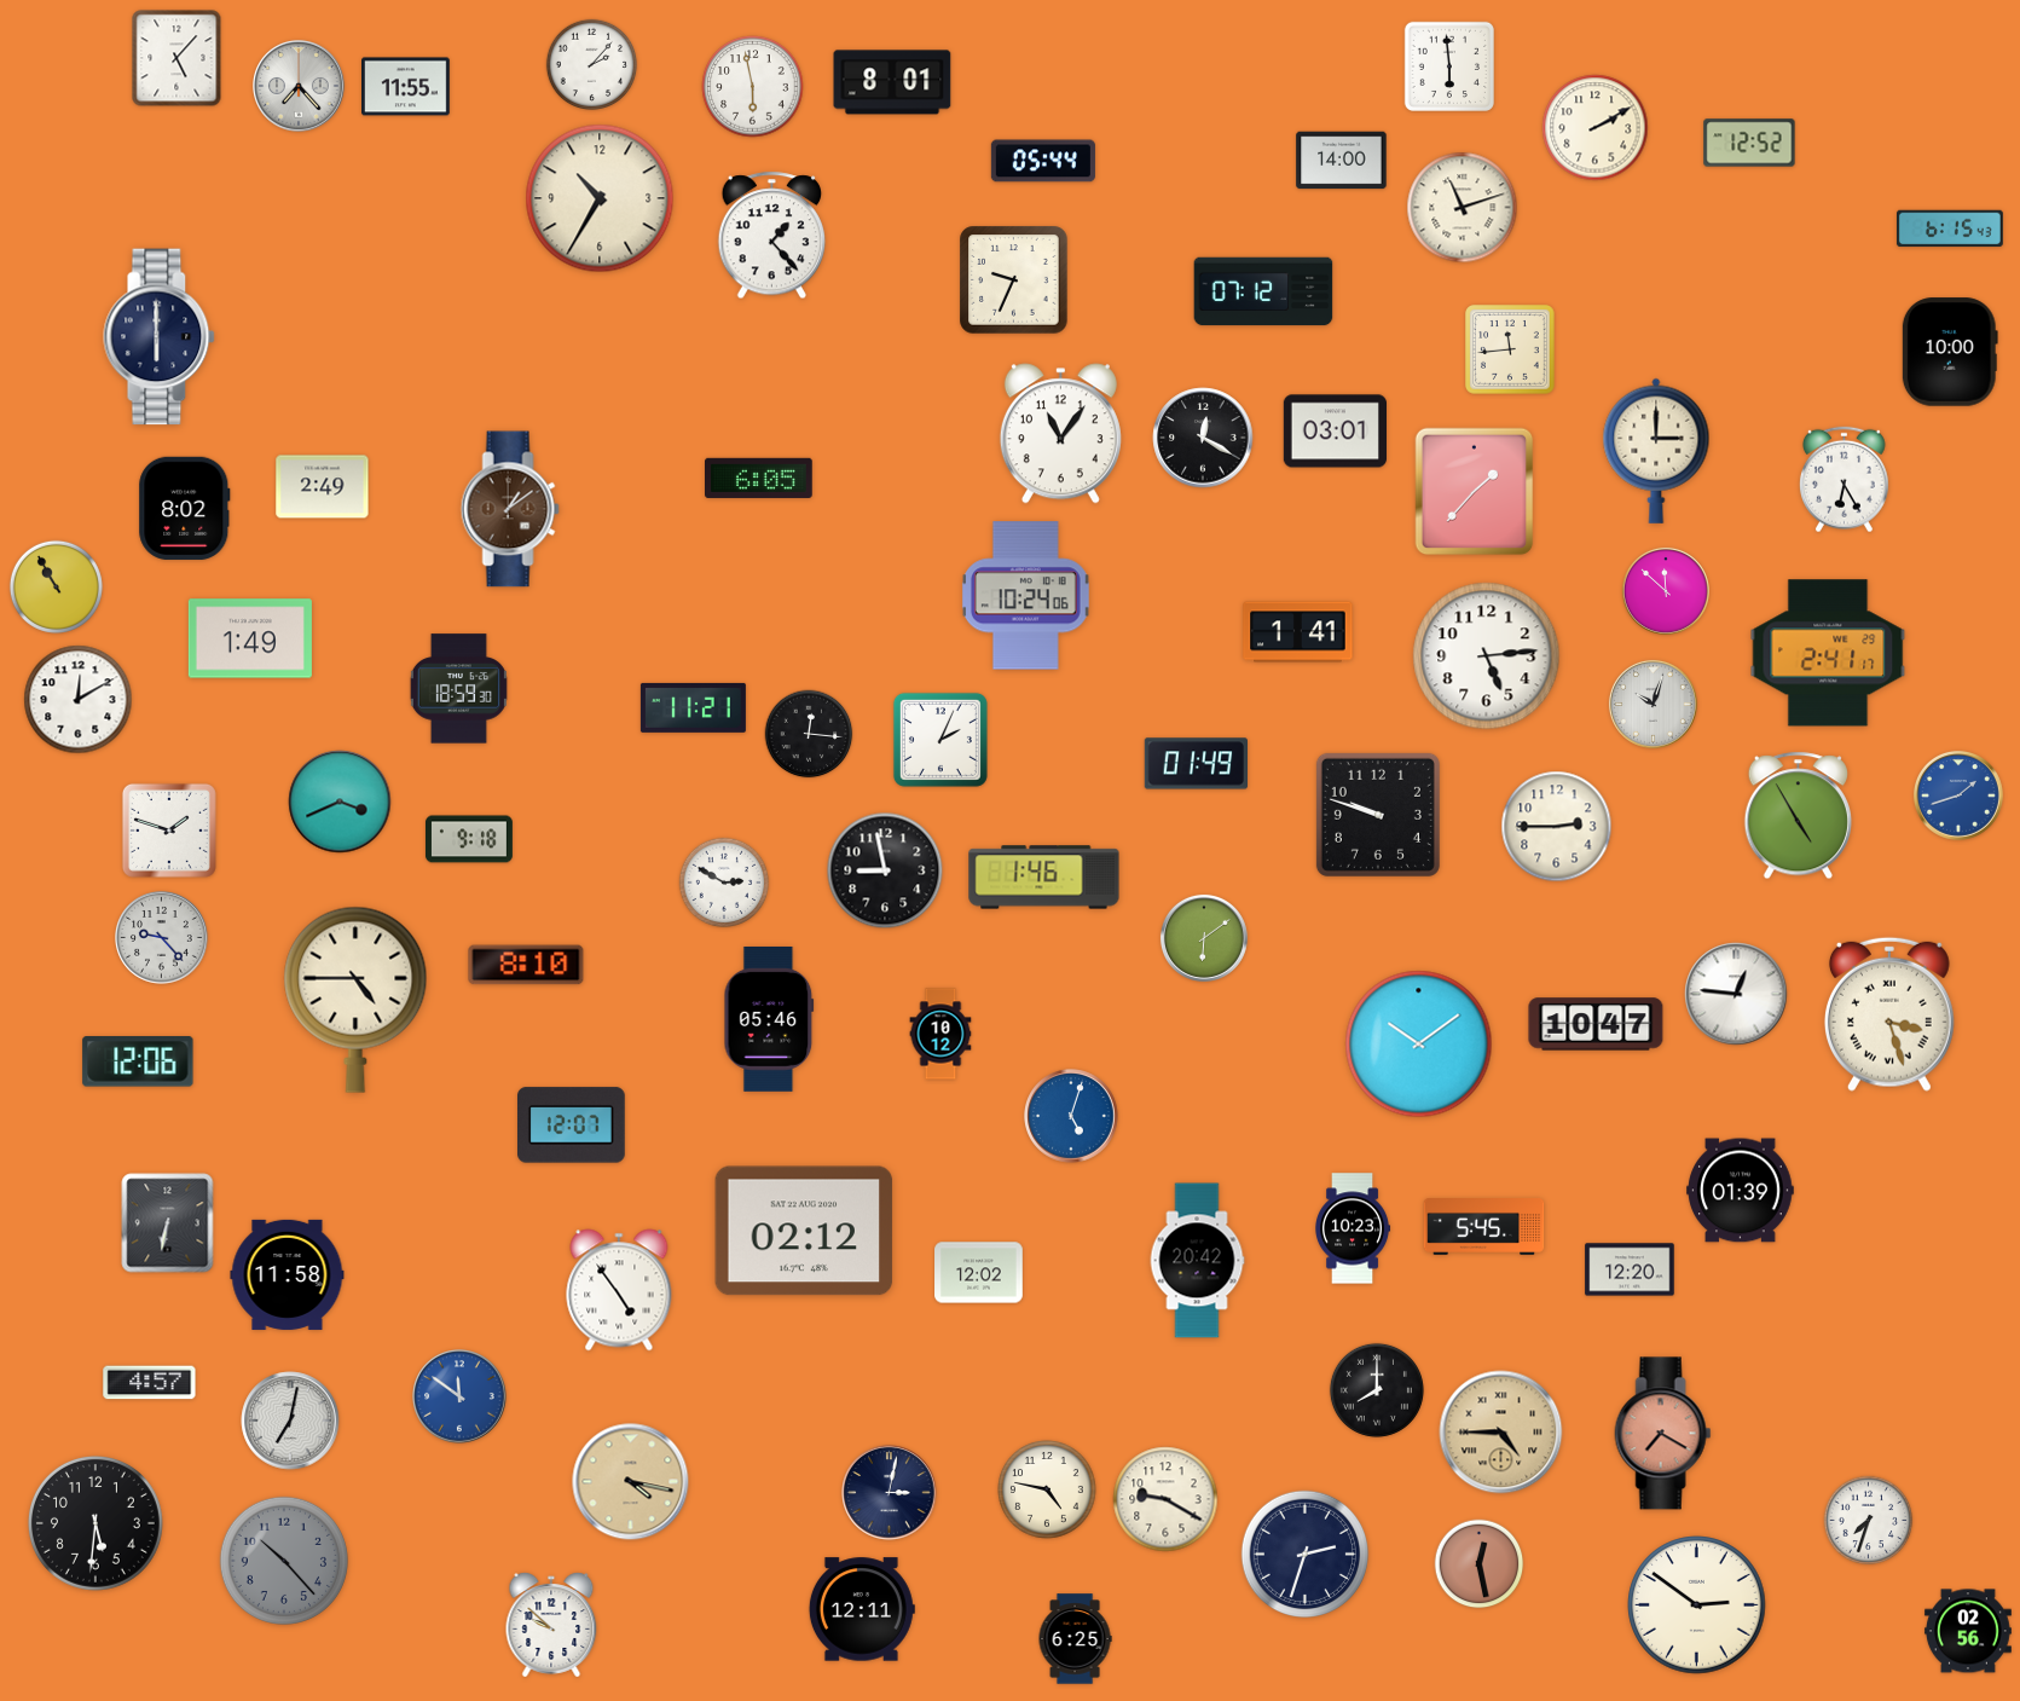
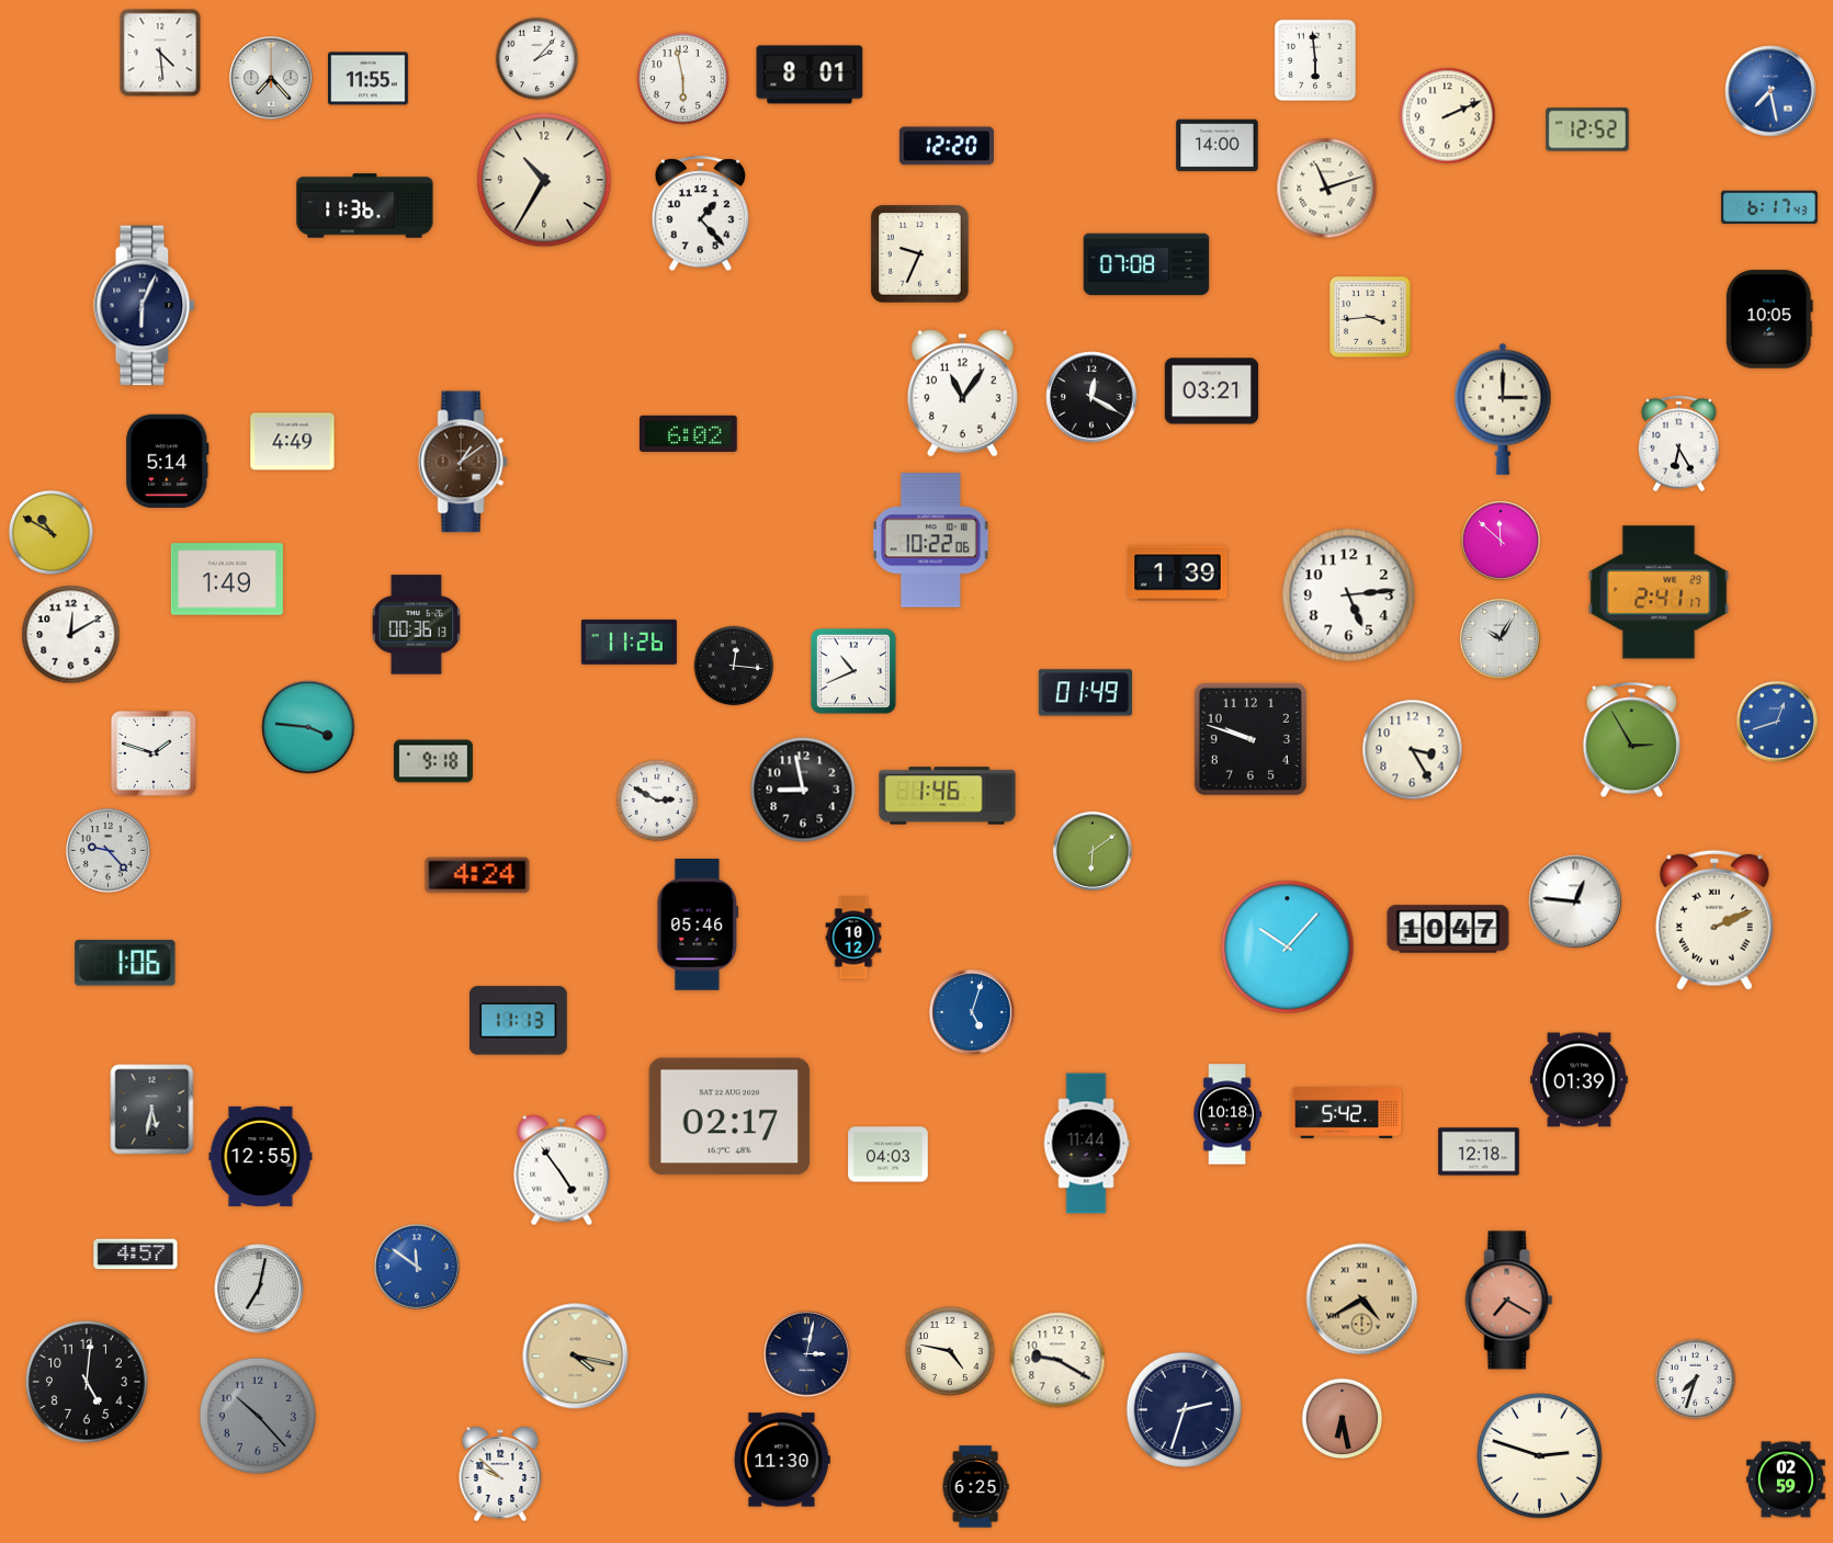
clock at (176, 58): 5:07 -> 4:29
clock at (1770, 91): none -> 7:28
clock at (1596, 128): 2:10 -> 2:11
clock at (1043, 161): 05:44 -> 12:20
clock at (365, 206): none -> 11:36
clock at (1950, 228): 6:15 -> 6:17
clock at (1263, 291): 07:12 -> 07:08
clock at (160, 337): 6:00 -> 6:04
clock at (1510, 349): 11:44 -> 3:44
clock at (1950, 352): 10:00 -> 10:05
clock at (1335, 432): 03:01 -> 03:21
clock at (759, 478): 6:05 -> 6:02
clock at (1844, 480) position: (1844, 480) -> (1678, 444)
clock at (323, 487): 2:49 -> 4:49
clock at (1475, 492): 1:37 -> none
clock at (185, 508): 8:02 -> 5:14
clock at (56, 586): 10:55 -> 10:50
clock at (1666, 591) position: (1666, 591) -> (1501, 541)
clock at (1025, 596): 10:24 -> 10:22
clock at (1298, 632): 1:41 -> 1:39
clock at (458, 689): 18:59 -> 00:36
clock at (1653, 704): 10:03 -> 10:05
clock at (693, 707): 11:21 -> 11:26
clock at (940, 740): 2:04 -> 10:41
clock at (1958, 795): 1:42 -> 12:42
clock at (340, 802): 3:41 -> 3:46
clock at (1798, 816): 4:55 -> 2:55
clock at (1557, 827): 2:45 -> 3:25
clock at (469, 839) position: (469, 839) -> (433, 761)
clock at (162, 938) position: (162, 938) -> (109, 851)
clock at (526, 965): 8:10 -> 4:24
clock at (355, 1000): 4:45 -> none
clock at (1889, 1014): 3:27 -> 2:11
clock at (1419, 1045): 10:09 -> 10:07
clock at (138, 1061): 12:06 -> 1:06
clock at (572, 1126): 12:07 -> 11:13
clock at (168, 1223): 6:32 -> 5:32
clock at (1484, 1227): 5:45 -> 5:42
clock at (1354, 1228): 10:23 -> 10:18
clock at (804, 1231): 02:12 -> 02:17
clock at (1197, 1261): 20:42 -> 11:44
clock at (1630, 1269): 12:20 -> 12:18
clock at (979, 1273): 12:02 -> 04:03
clock at (288, 1274): 11:58 -> 12:55
clock at (1377, 1390): 8:00 -> none
clock at (290, 1421) position: (290, 1421) -> (259, 1289)
clock at (1501, 1433): 4:45 -> 4:40
clock at (631, 1482) position: (631, 1482) -> (576, 1357)
clock at (95, 1523): 5:31 -> 5:01
clock at (1480, 1564): 12:28 -> 6:28
clock at (1697, 1605): 2:51 -> 2:48
clock at (862, 1609): 12:11 -> 11:30
clock at (1968, 1631): 02:56 -> 02:59
